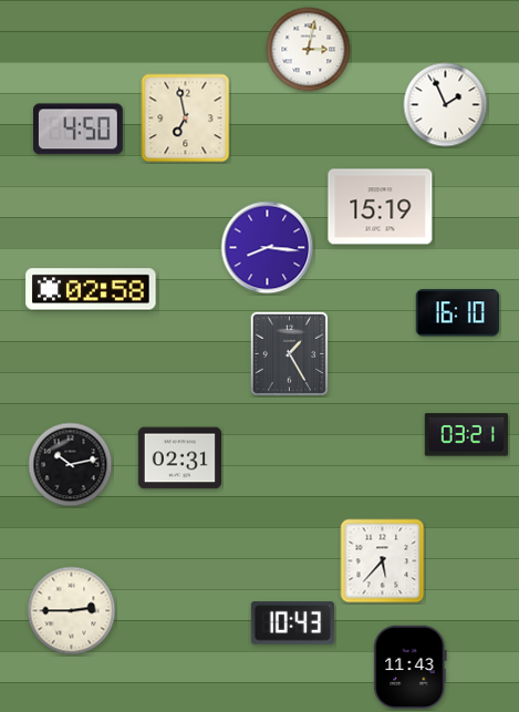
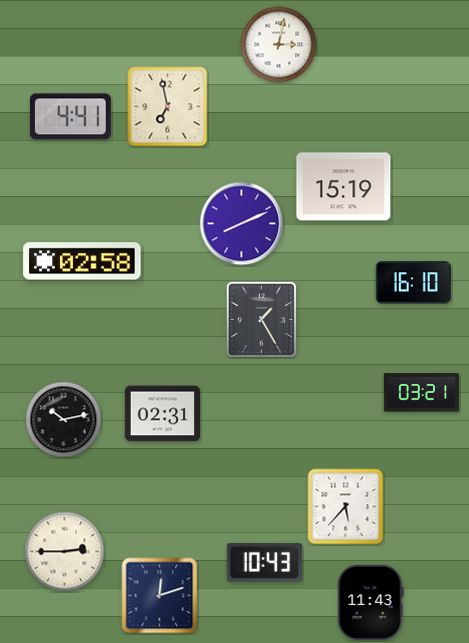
clock at (446, 105): 1:56 -> none
clock at (77, 130): 4:50 -> 4:41
clock at (268, 248): 8:16 -> 8:11
clock at (160, 596): none -> 12:12
